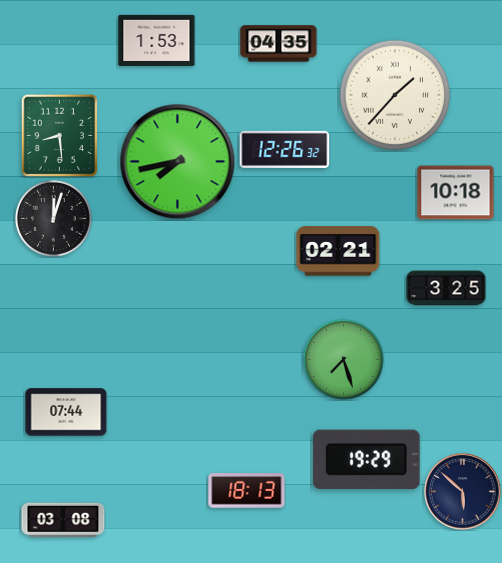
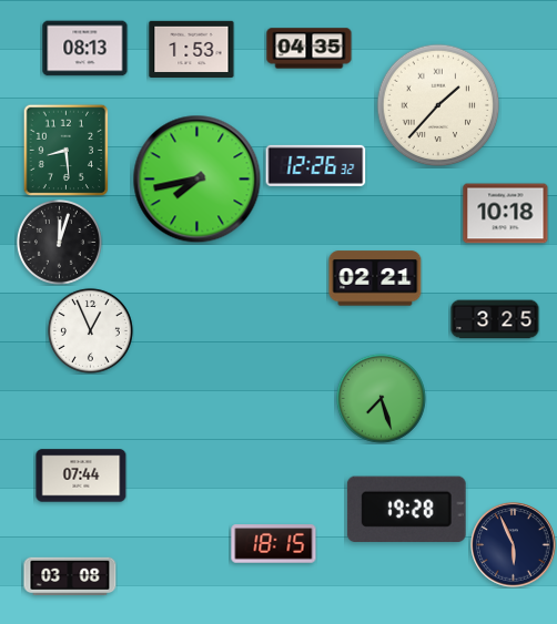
clock at (157, 40) position: (157, 40) -> (192, 49)
clock at (85, 49): none -> 08:13
clock at (90, 330): none -> 12:56
clock at (66, 412) position: (66, 412) -> (81, 475)
clock at (366, 459): 19:29 -> 19:28
clock at (247, 491): 18:13 -> 18:15
clock at (463, 492): 5:52 -> 5:56
